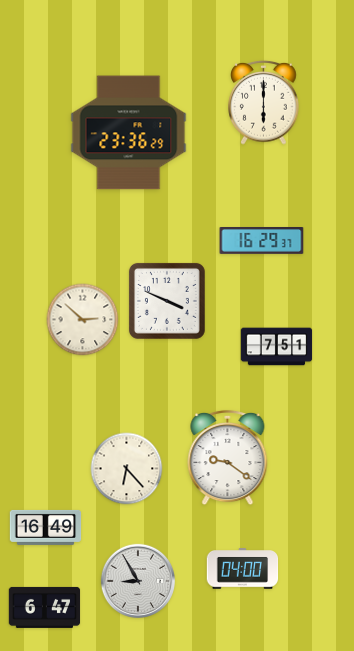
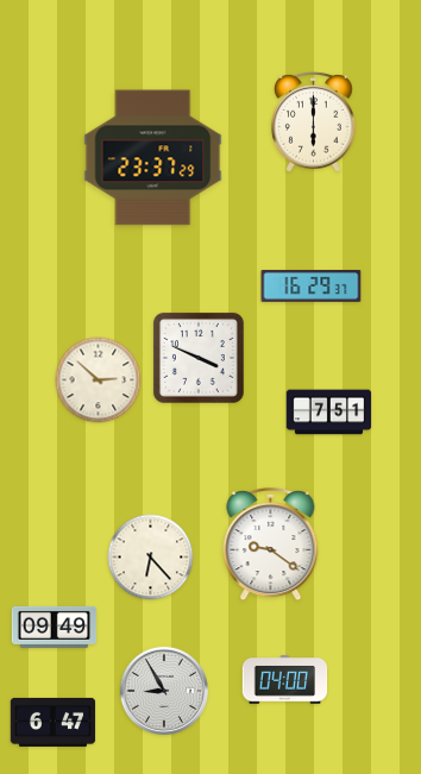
clock at (129, 133): 23:36 -> 23:37
clock at (46, 527): 16:49 -> 09:49
clock at (243, 569) position: (243, 569) -> (285, 680)
